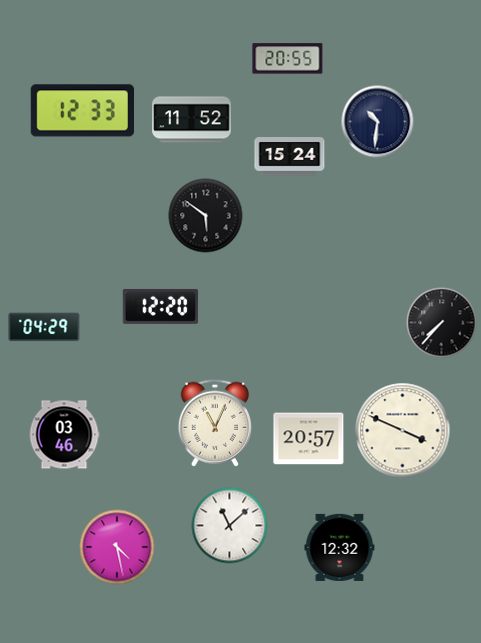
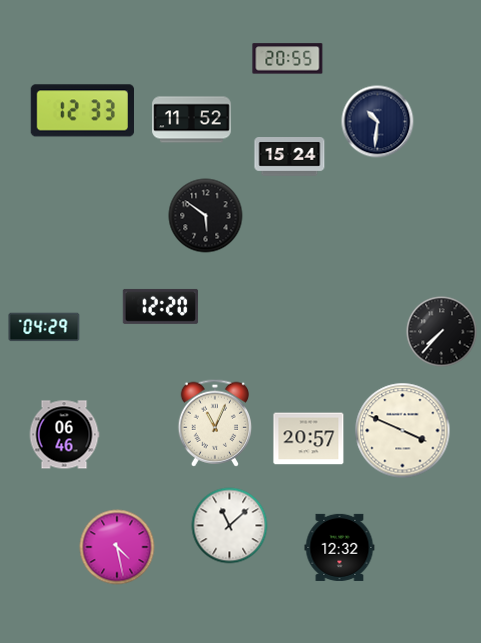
clock at (442, 323) position: (442, 323) -> (442, 332)
clock at (64, 435): 03:46 -> 06:46
